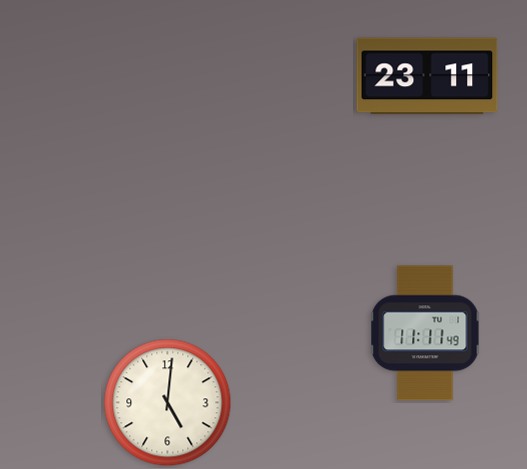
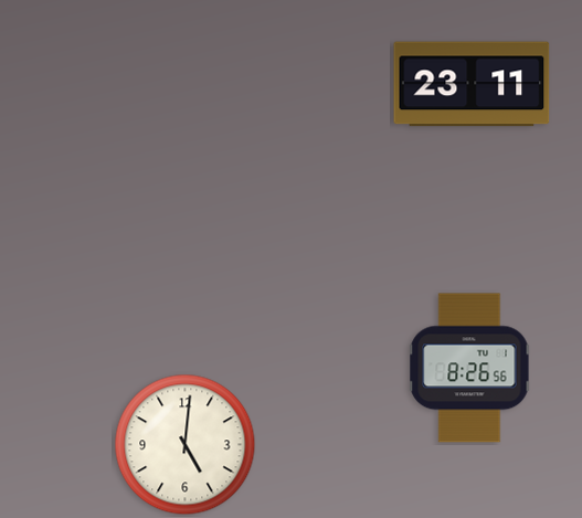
clock at (425, 333): 11:11 -> 8:26
